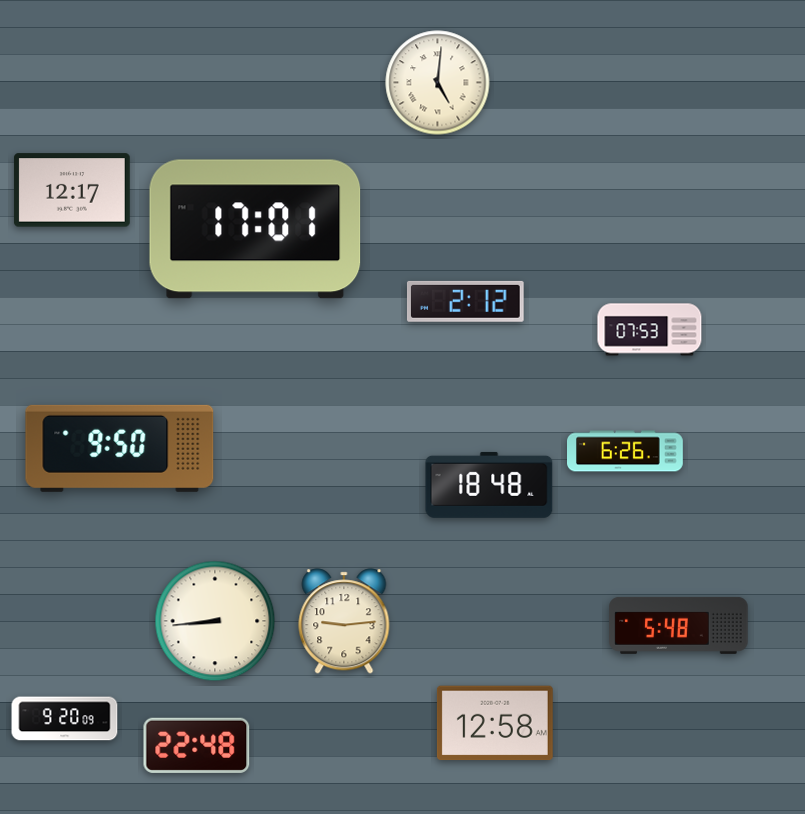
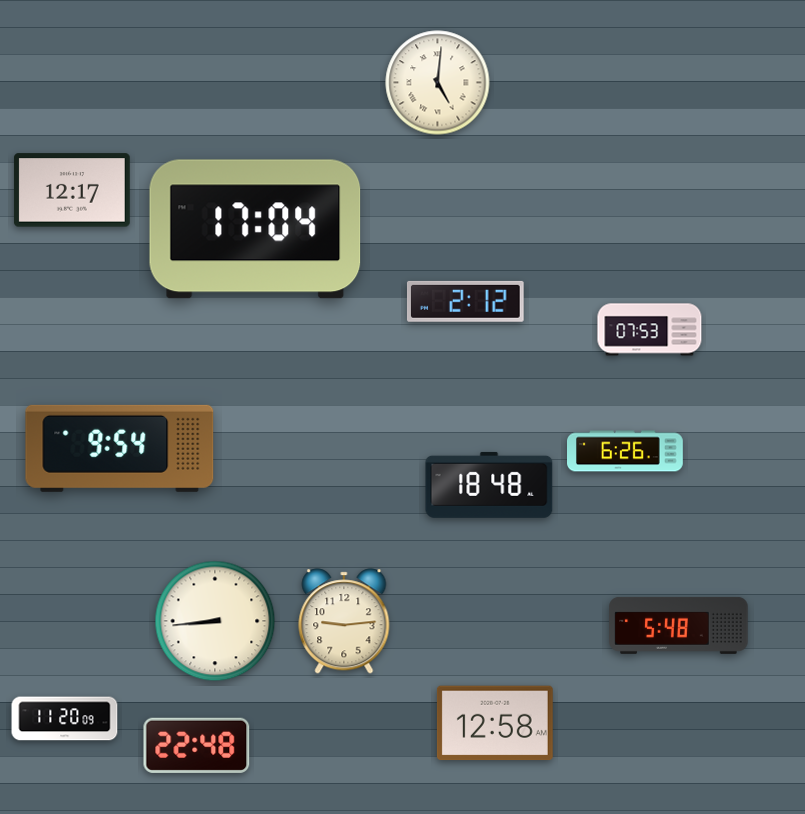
clock at (255, 229): 17:01 -> 17:04
clock at (120, 448): 9:50 -> 9:54
clock at (65, 719): 9:20 -> 11:20
